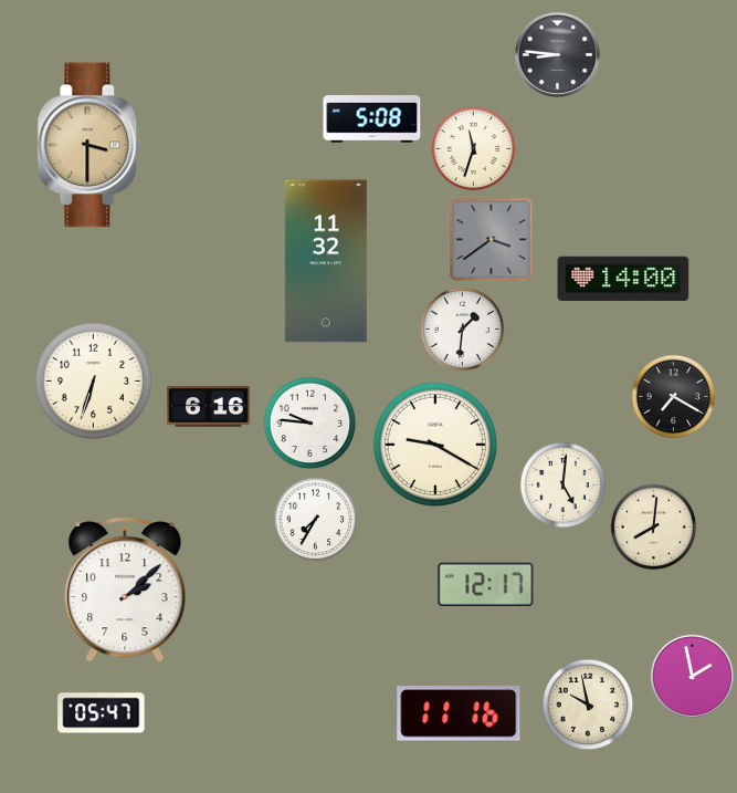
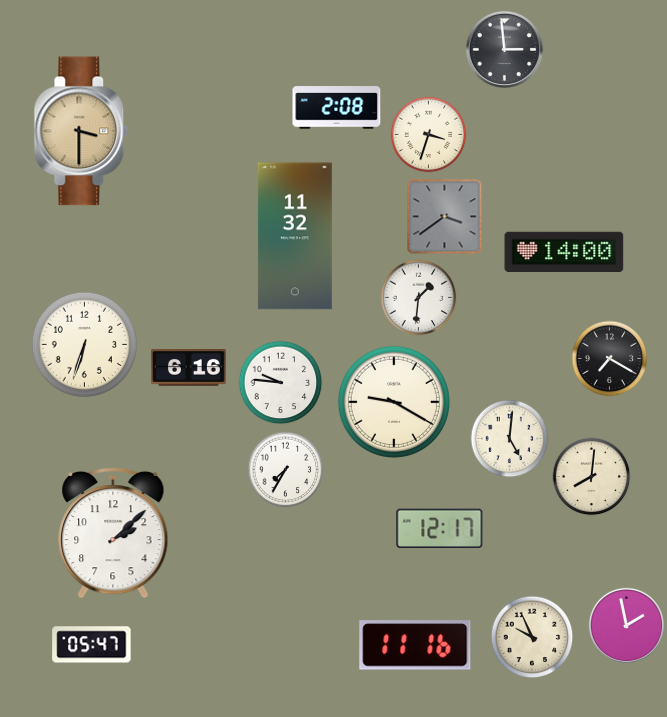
clock at (557, 54): 8:46 -> 2:59
clock at (372, 119): 5:08 -> 2:08
clock at (474, 149): 11:33 -> 3:33
clock at (692, 676) position: (692, 676) -> (626, 625)
clock at (588, 705): 9:58 -> 9:56
